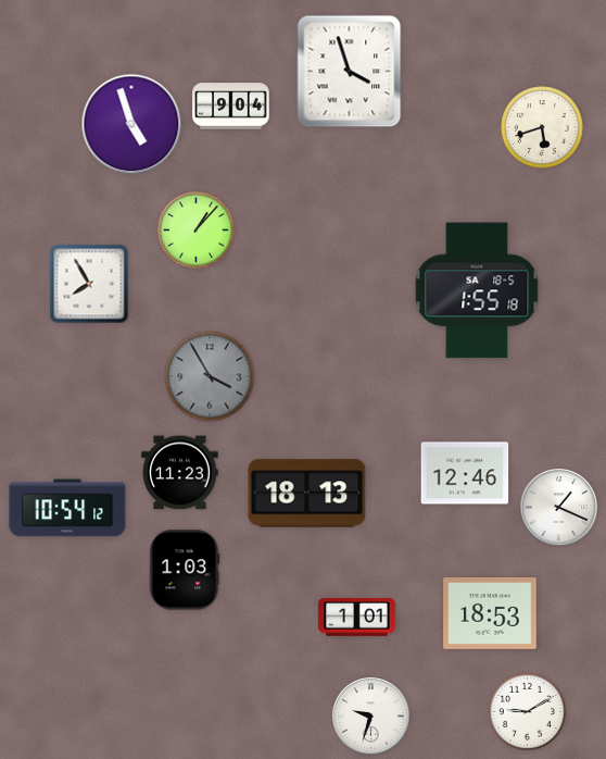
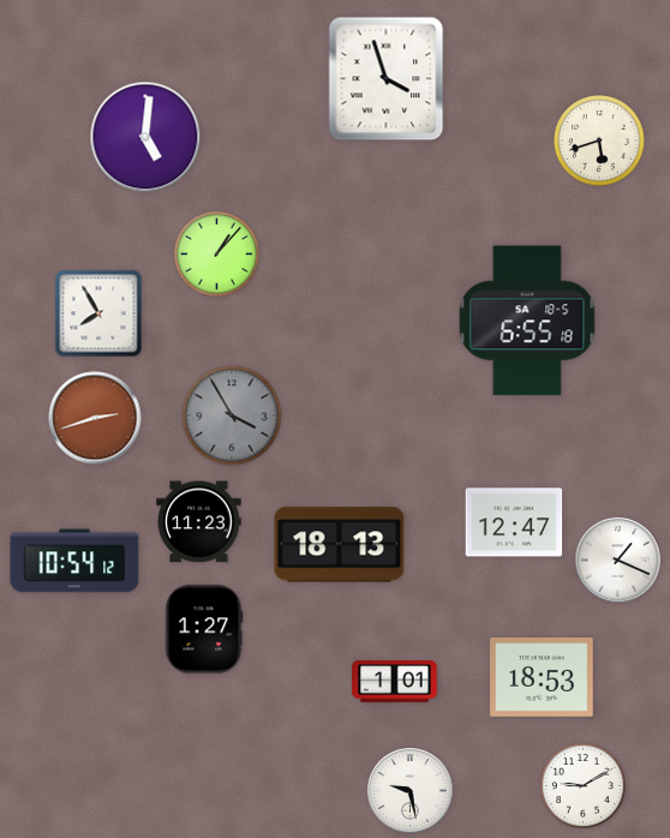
clock at (231, 107): 9:04 -> none
clock at (131, 124): 4:57 -> 5:01
clock at (477, 290): 1:55 -> 6:55
clock at (95, 418): none -> 2:42
clock at (465, 473): 12:46 -> 12:47
clock at (185, 570): 1:03 -> 1:27
clock at (371, 717): 9:33 -> 9:28
